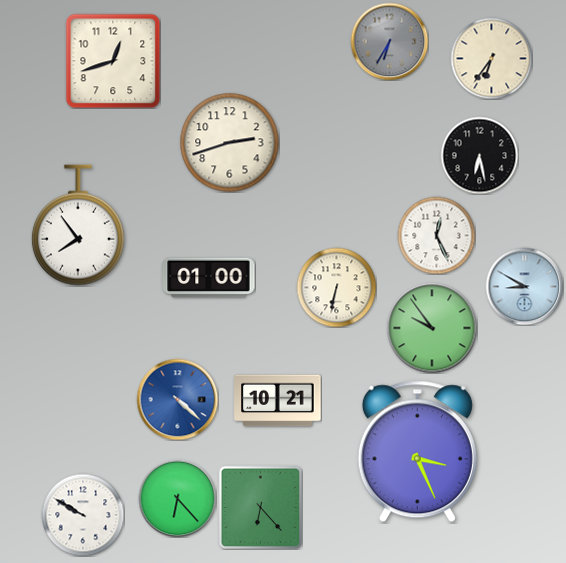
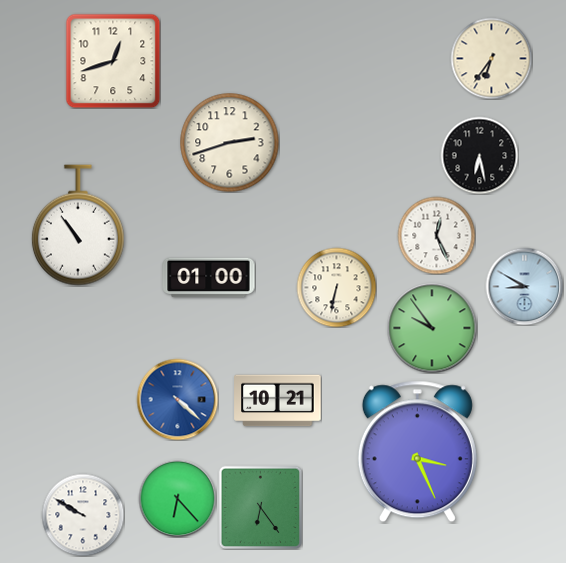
clock at (389, 41): 6:35 -> none
clock at (78, 225): 7:54 -> 10:54
clock at (260, 507): 6:23 -> 6:24
